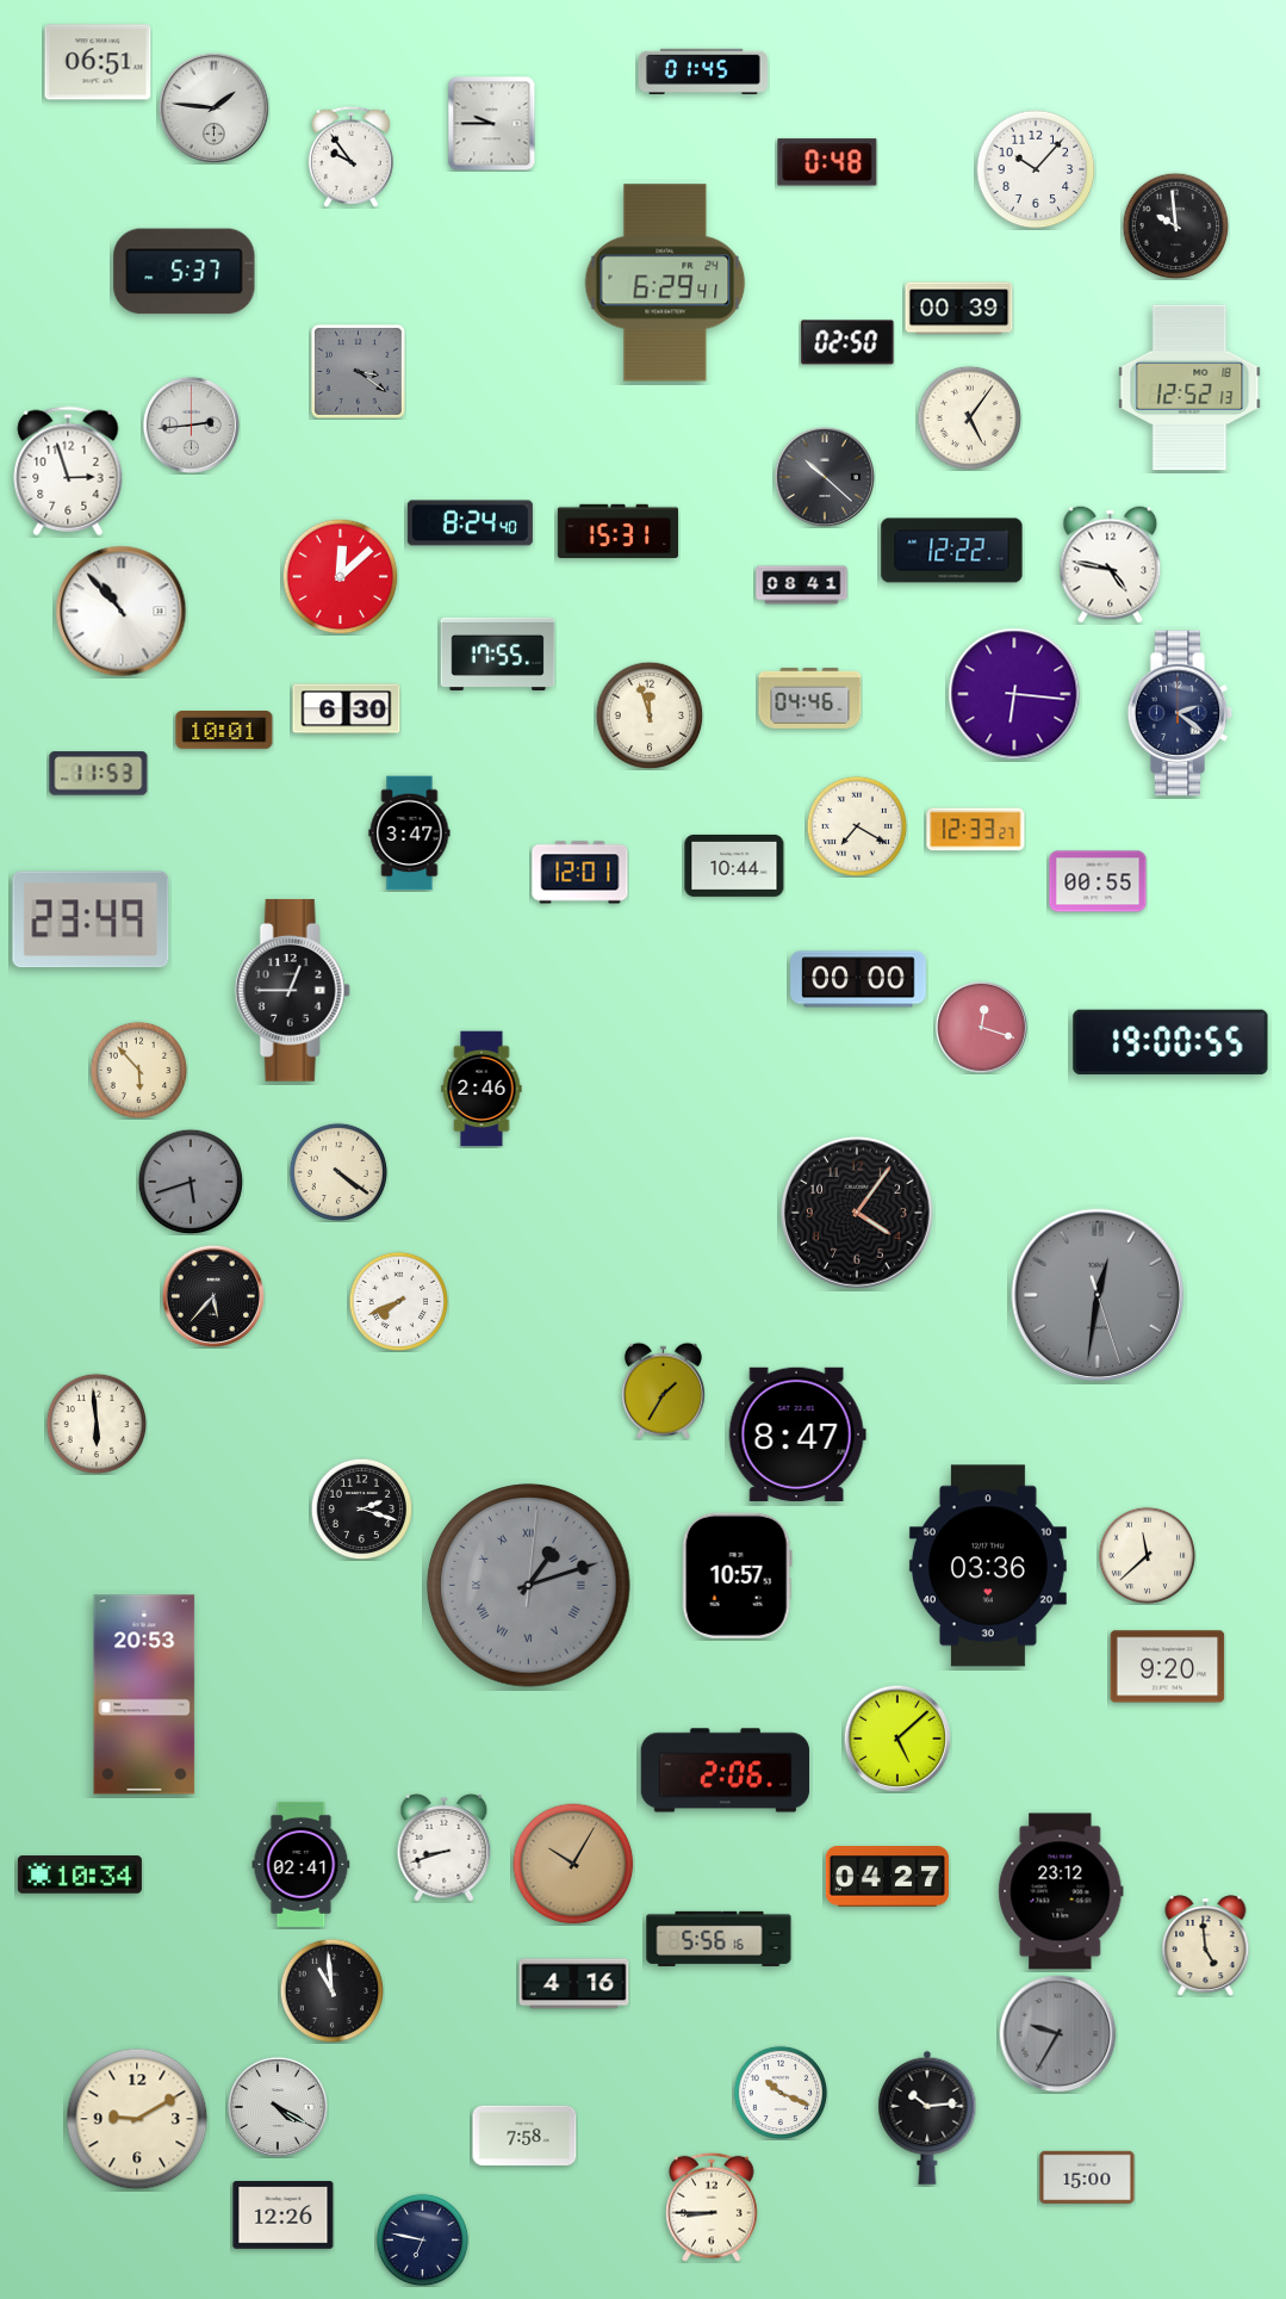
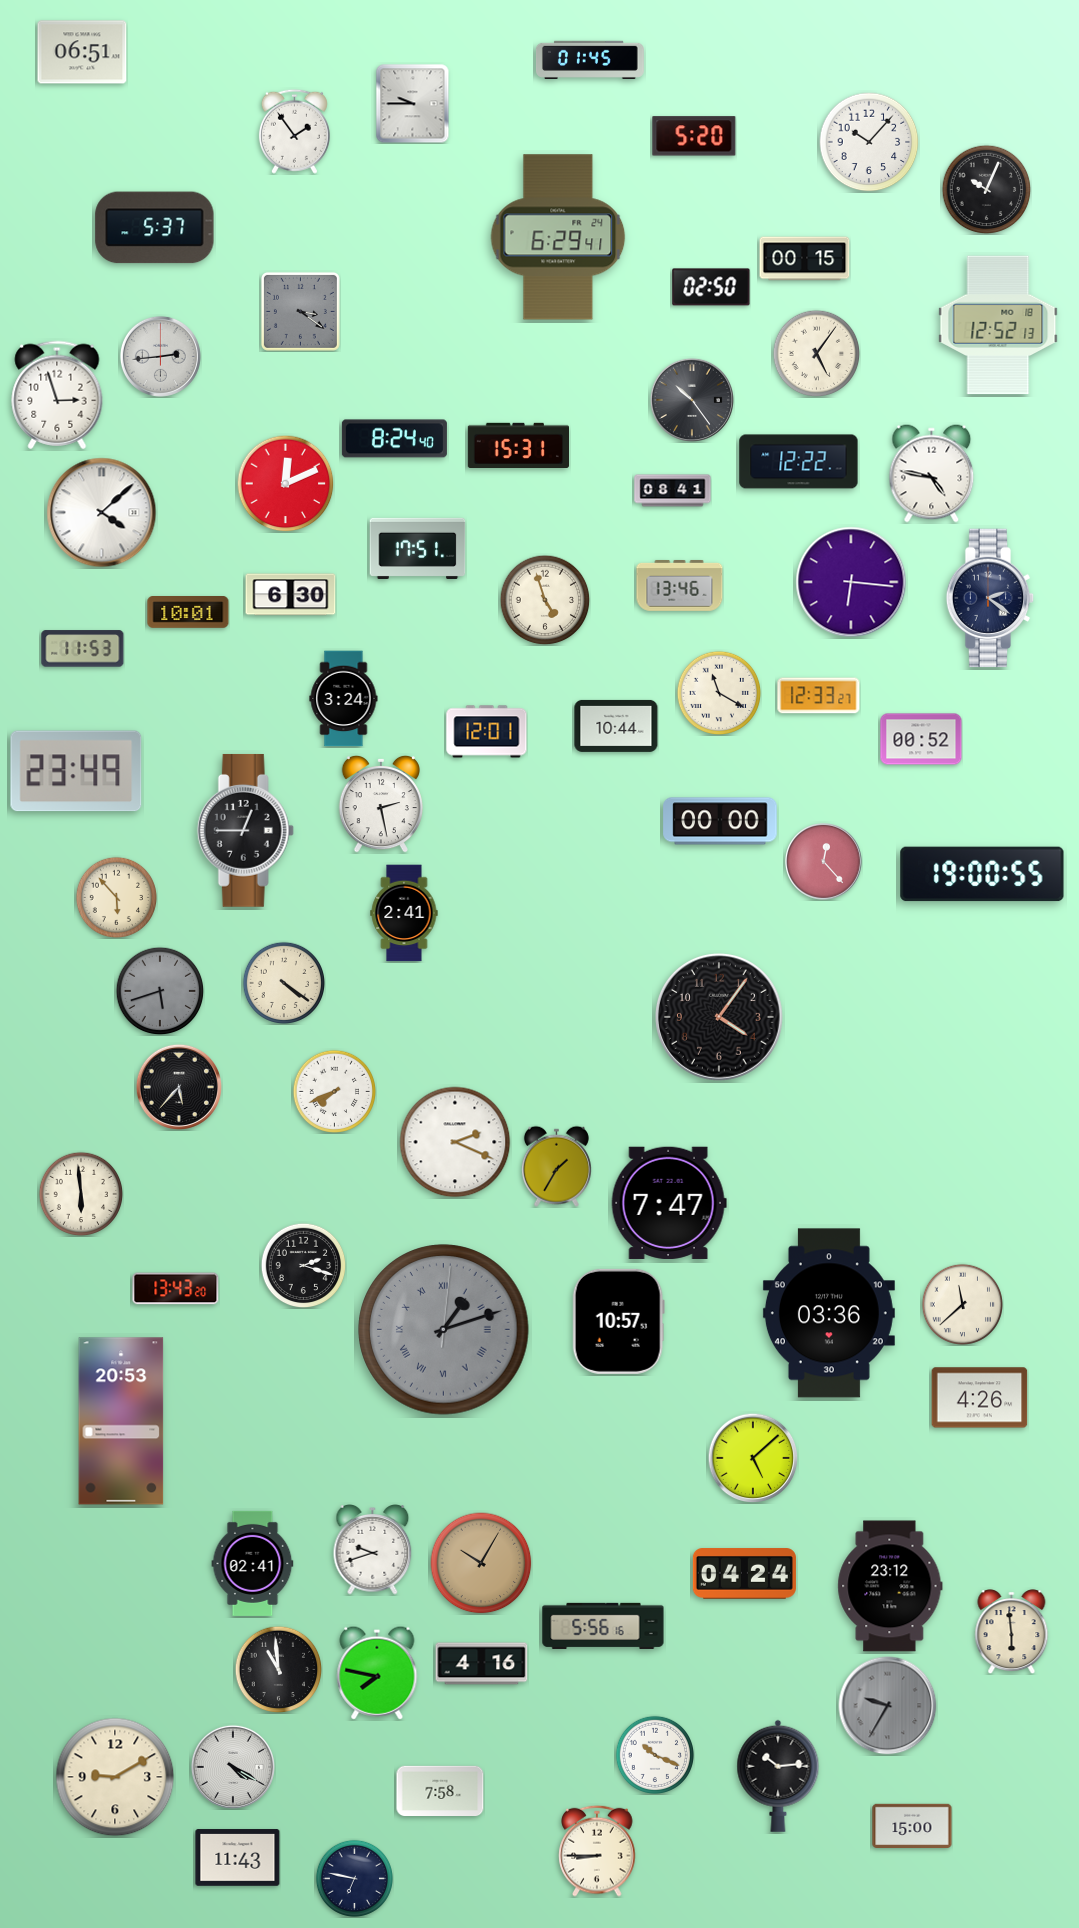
clock at (213, 107): 1:46 -> none
clock at (350, 156): 9:54 -> 1:54
clock at (827, 162): 0:48 -> 5:20
clock at (1175, 225): 9:59 -> 10:04
clock at (959, 309): 00:39 -> 00:15
clock at (969, 417) position: (969, 417) -> (816, 353)
clock at (825, 477): 10:22 -> 10:24
clock at (340, 576): 12:08 -> 12:11
clock at (122, 612): 10:53 -> 4:08
clock at (498, 653): 17:55 -> 17:51
clock at (810, 698): 04:46 -> 13:46
clock at (650, 715): 11:57 -> 4:57
clock at (857, 826): 7:20 -> 11:20
clock at (410, 834): 3:47 -> 3:24
clock at (1098, 881): 00:55 -> 00:52
clock at (381, 804): none -> 2:28
clock at (982, 1028): 12:18 -> 12:23
clock at (482, 1089): 2:46 -> 2:41
clock at (1098, 1295): 12:31 -> none
clock at (455, 1142): none -> 2:19
clock at (797, 1434): 8:47 -> 7:47
clock at (176, 1289): none -> 13:43
clock at (1168, 1667): 9:20 -> 4:26
clock at (726, 1771): 2:06 -> none
clock at (445, 1848): 8:42 -> 9:42
clock at (80, 1874): 10:34 -> none
clock at (887, 1877): 04:27 -> 04:24
clock at (1206, 1946): 4:59 -> 5:59
clock at (377, 1673): none -> 7:47
clock at (284, 2216): 12:26 -> 11:43
